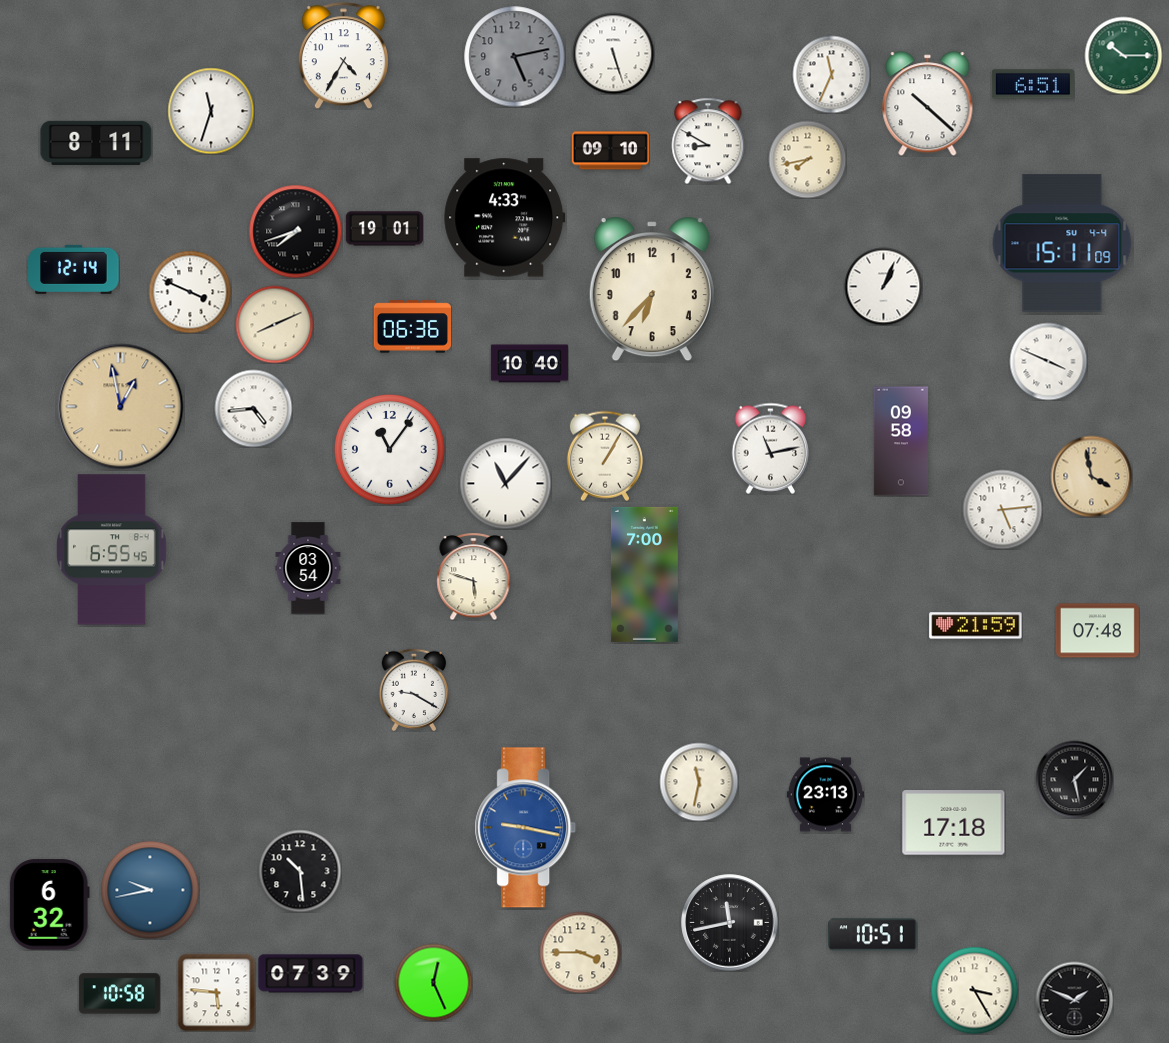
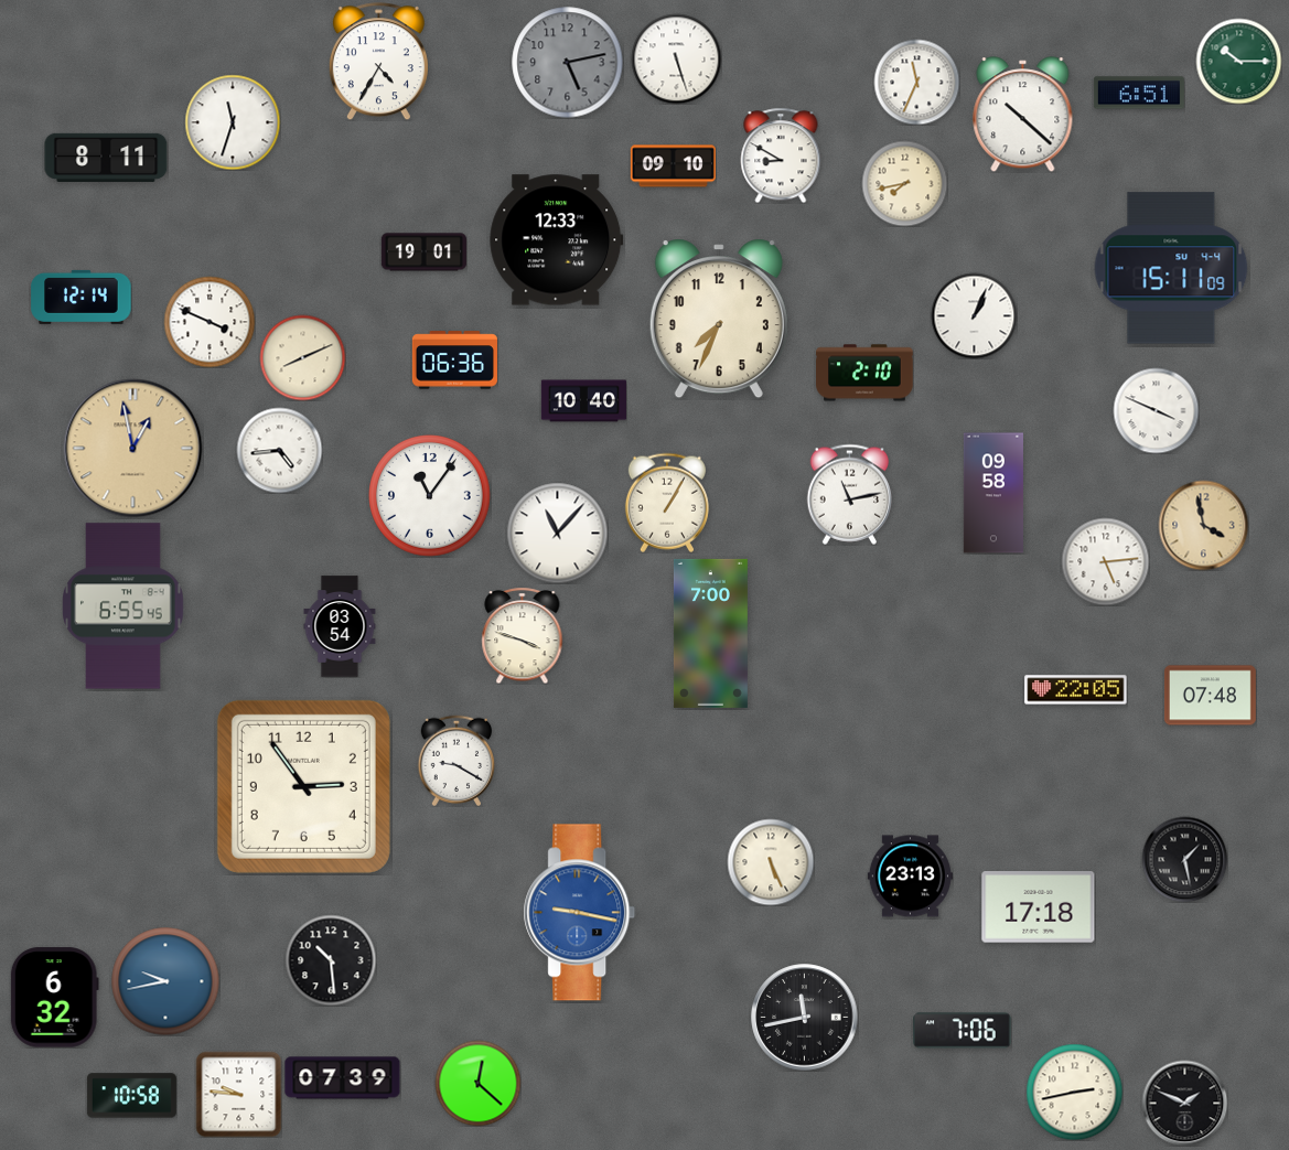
clock at (807, 159) position: (807, 159) -> (904, 183)
clock at (505, 218): 4:33 -> 12:33
clock at (295, 231): 7:42 -> none
clock at (652, 289): 6:37 -> 7:34
clock at (864, 373): none -> 2:10
clock at (1048, 361) position: (1048, 361) -> (1156, 410)
clock at (901, 441) position: (901, 441) -> (993, 493)
clock at (474, 576): 5:48 -> 3:48
clock at (976, 626): 21:59 -> 22:05
clock at (303, 786): none -> 2:54
clock at (699, 782): 11:32 -> 5:26
clock at (954, 823) position: (954, 823) -> (1039, 907)
clock at (873, 935): 10:51 -> 7:06
clock at (580, 952): 3:45 -> none
clock at (311, 974) position: (311, 974) -> (343, 1078)
clock at (433, 982): 12:26 -> 12:22
clock at (974, 990): 3:25 -> 2:43
clock at (216, 992): 5:46 -> 9:46
